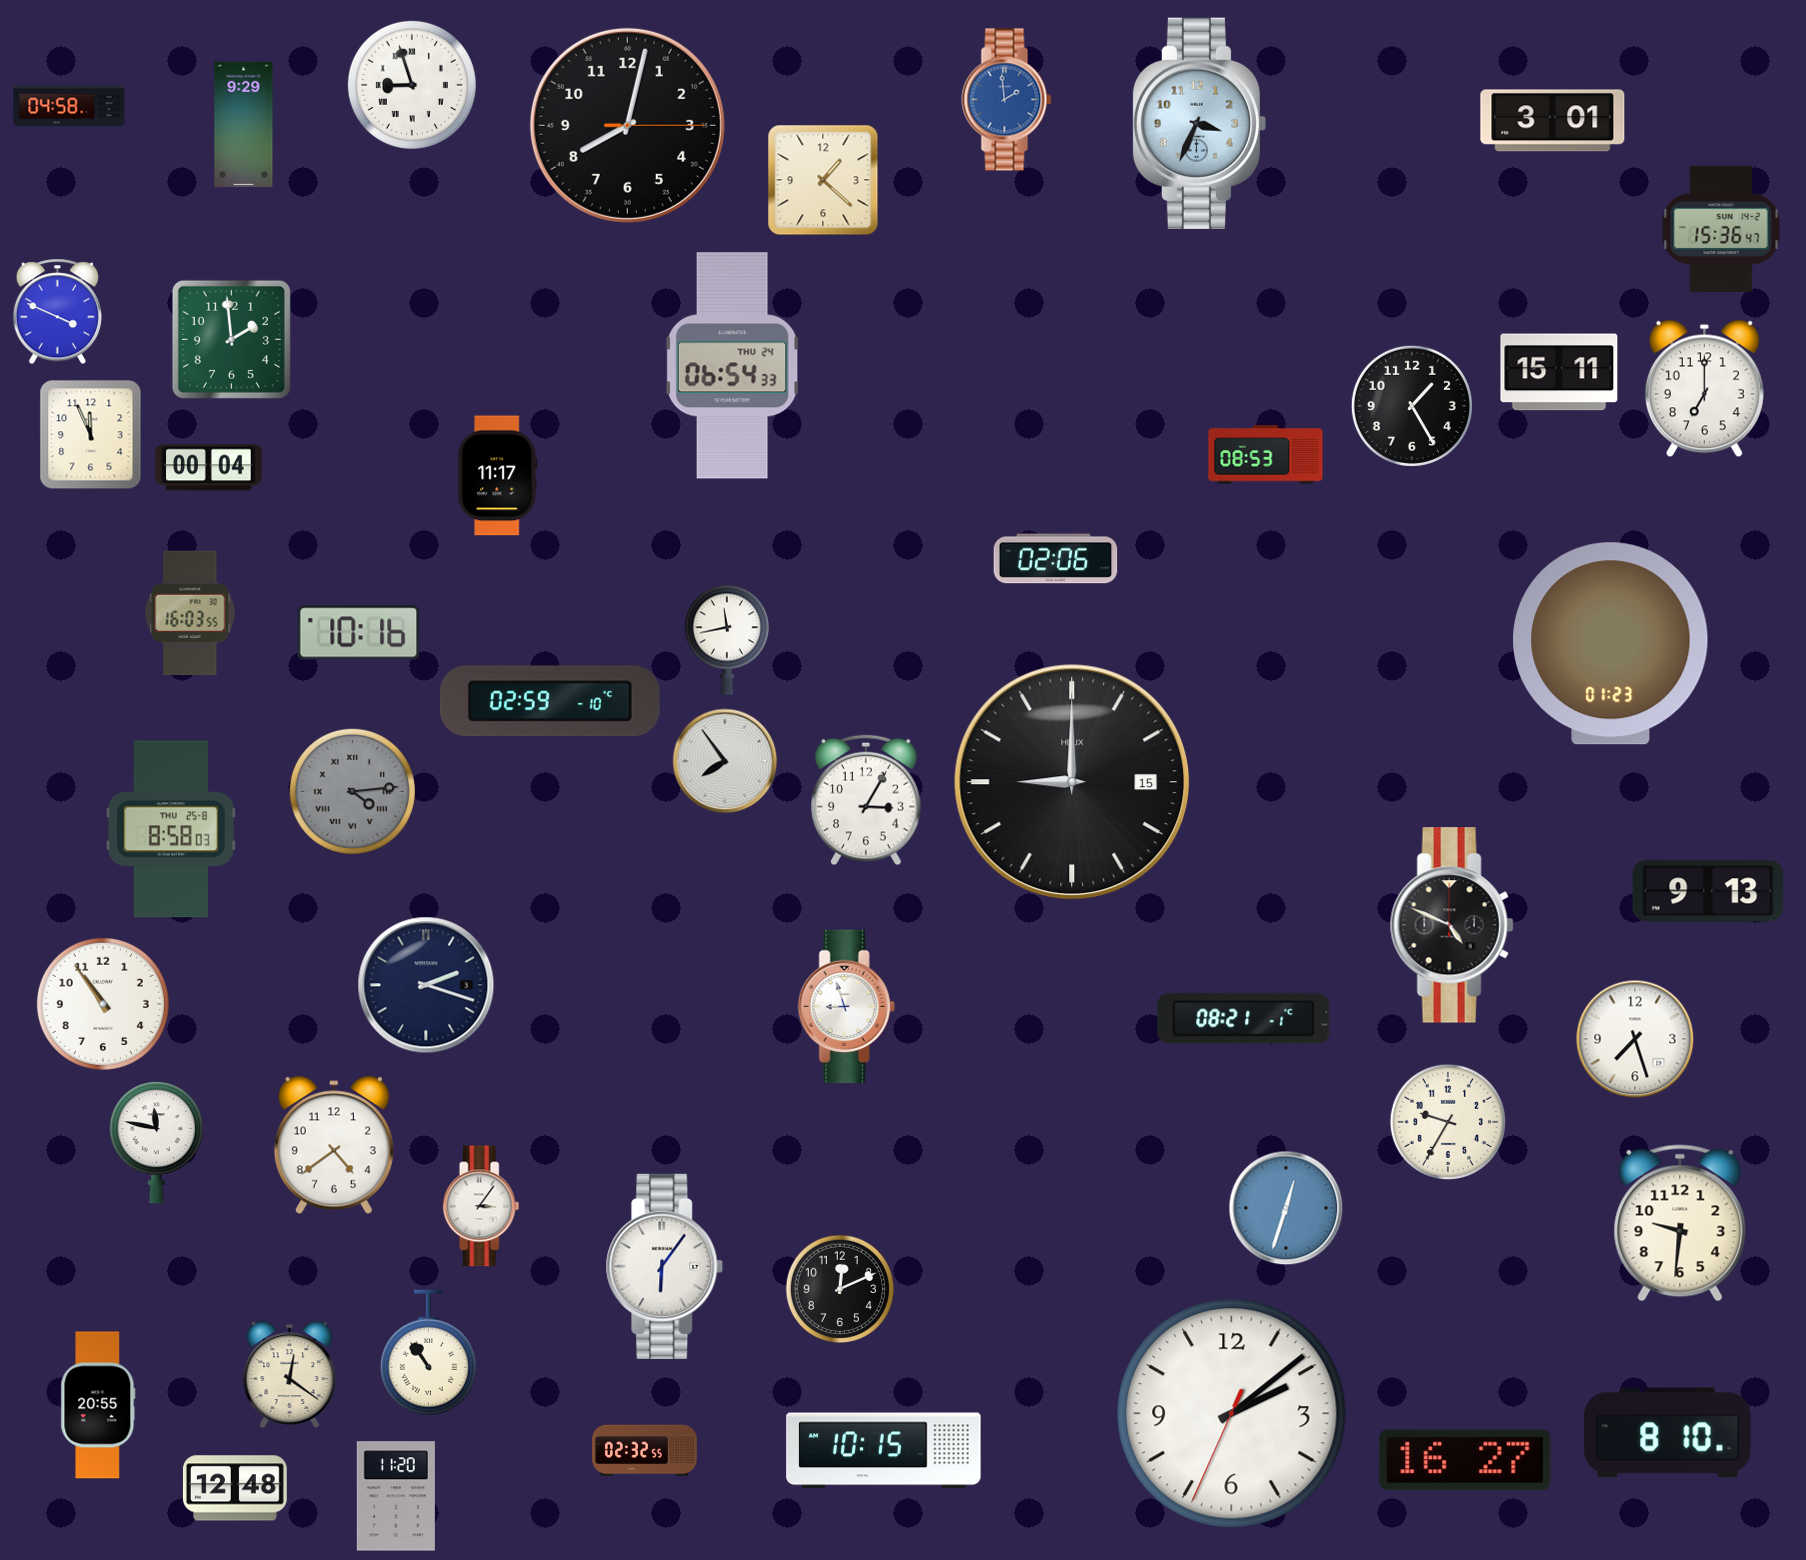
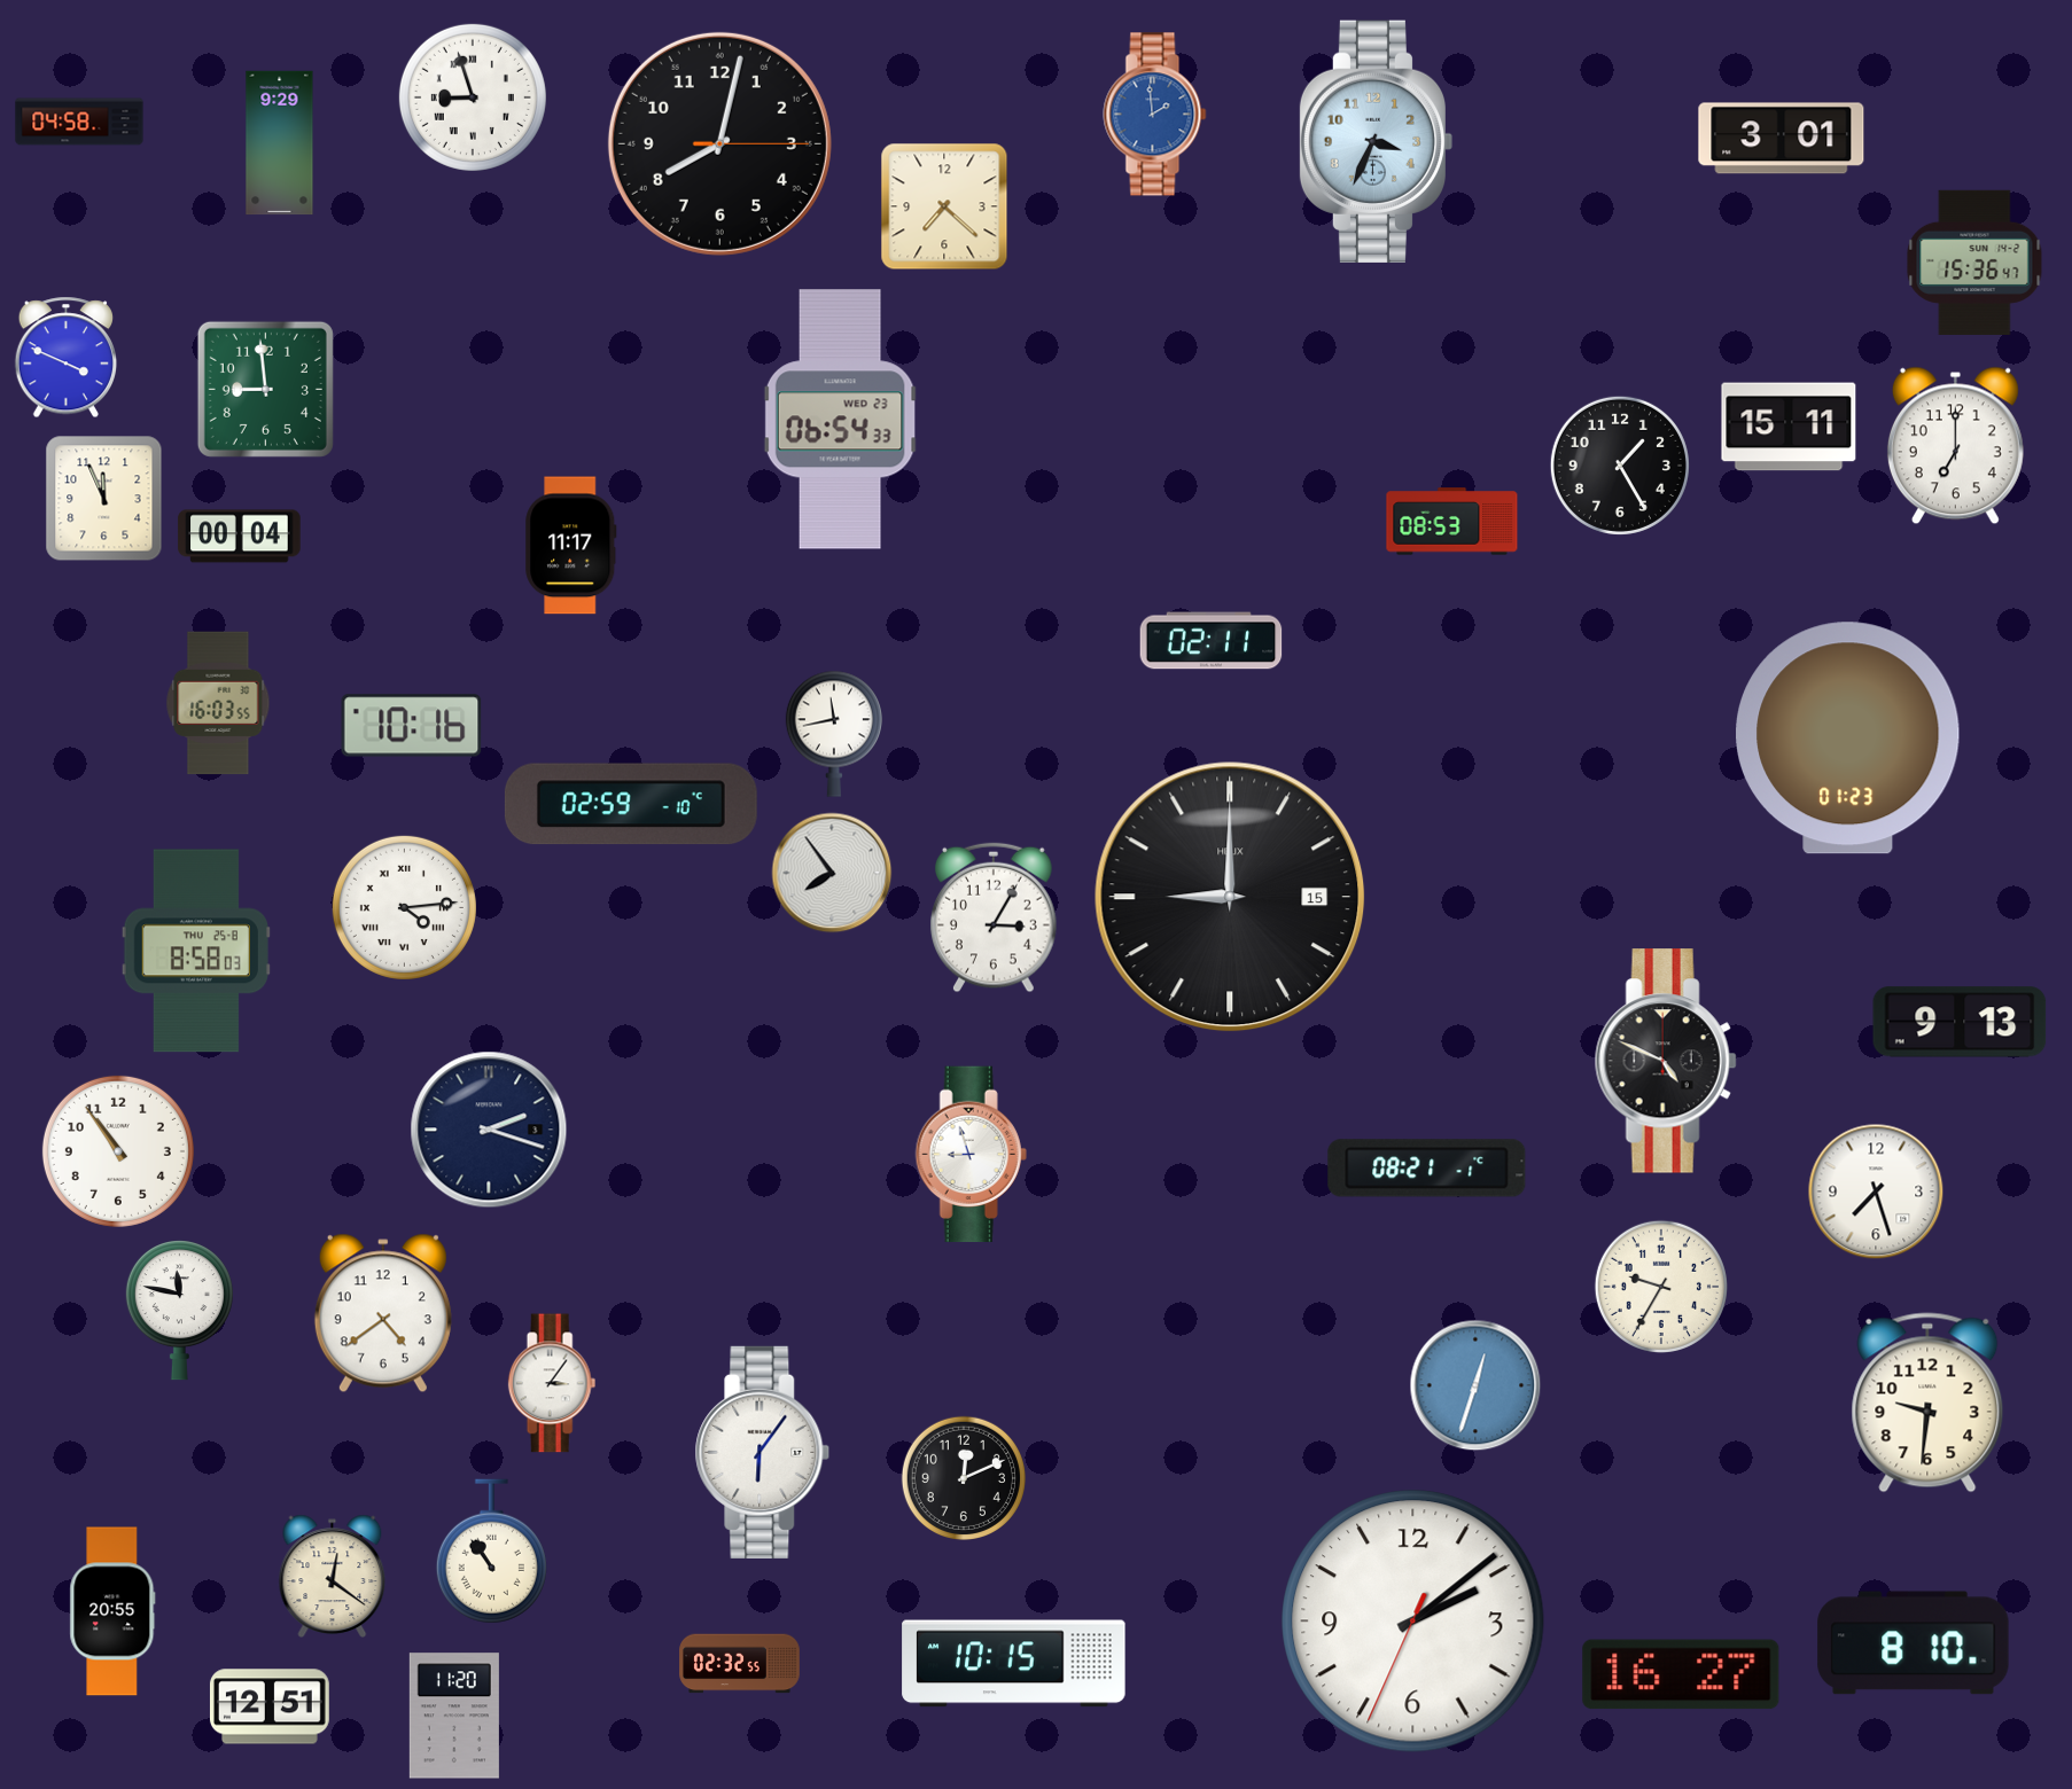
clock at (823, 180): 1:22 -> 7:22
clock at (231, 339): 1:59 -> 8:59
clock at (732, 366) date: THU 24 -> WED 23
clock at (1056, 559): 02:06 -> 02:11
clock at (352, 791) dial: grey -> white
clock at (235, 1488): 12:48 -> 12:51
